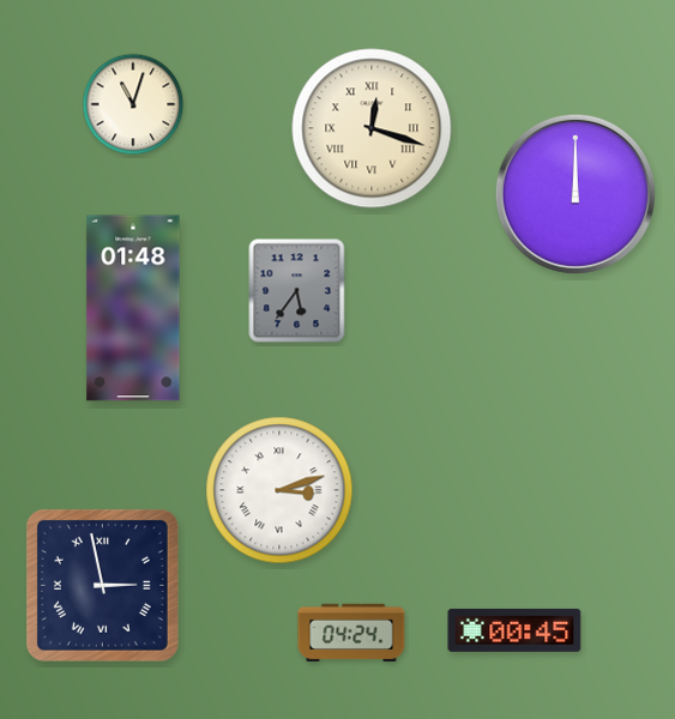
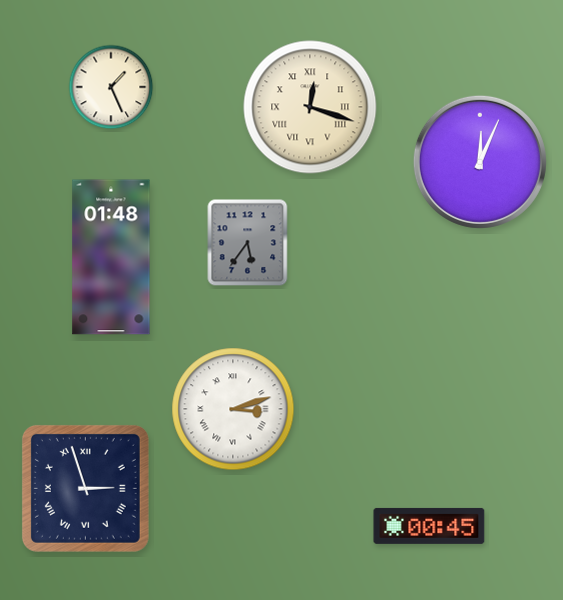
clock at (133, 104): 11:03 -> 1:26
clock at (575, 194): 12:00 -> 12:04
clock at (102, 585): 2:58 -> 2:57
clock at (351, 632): 04:24 -> none
